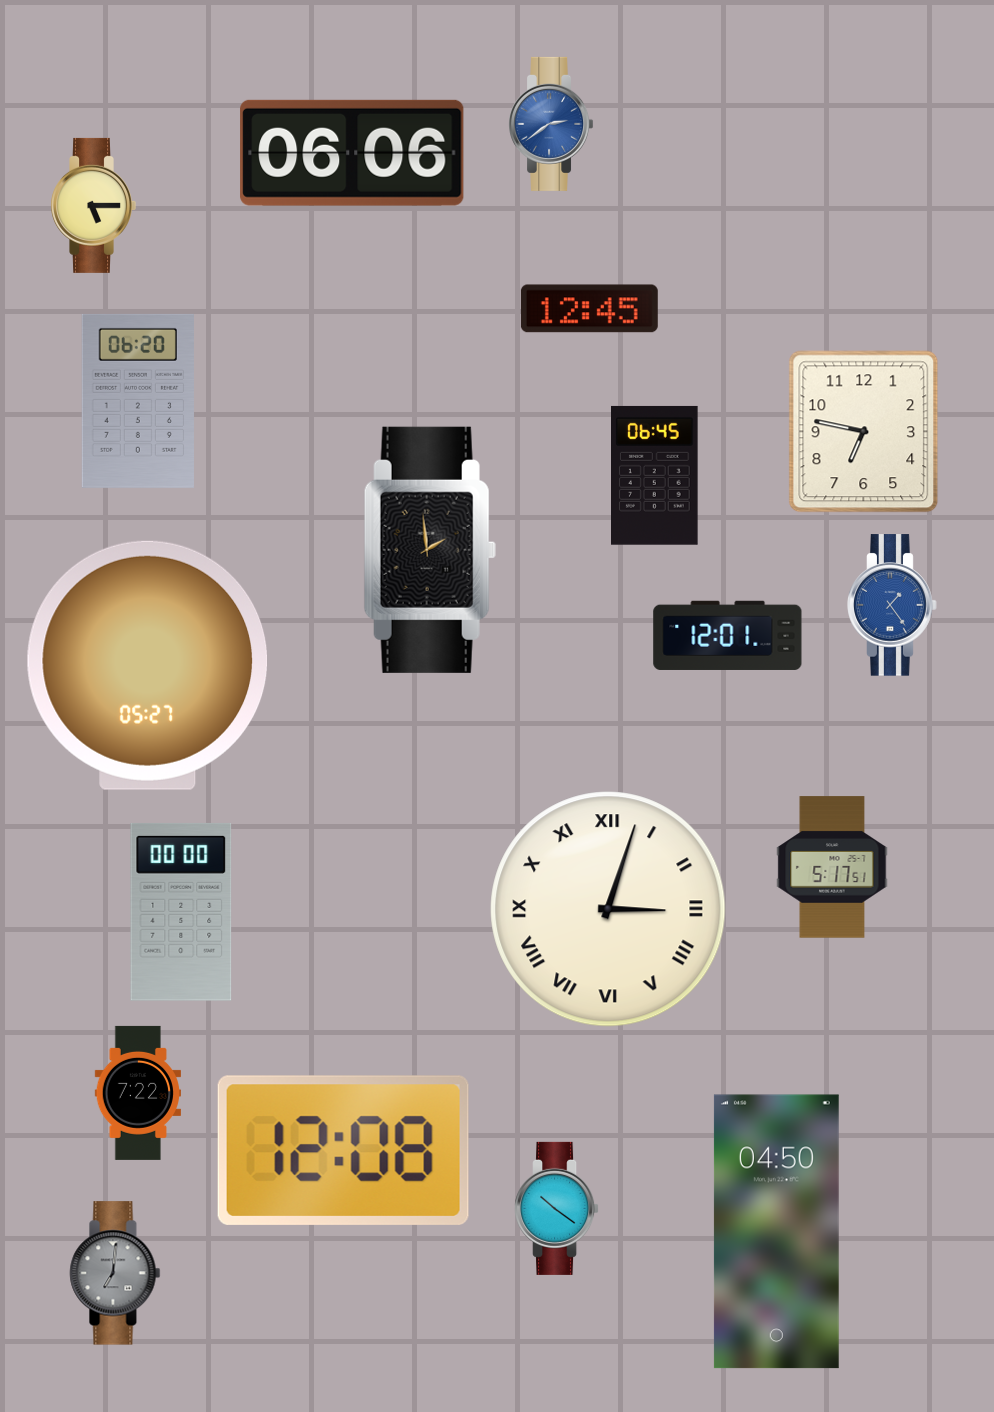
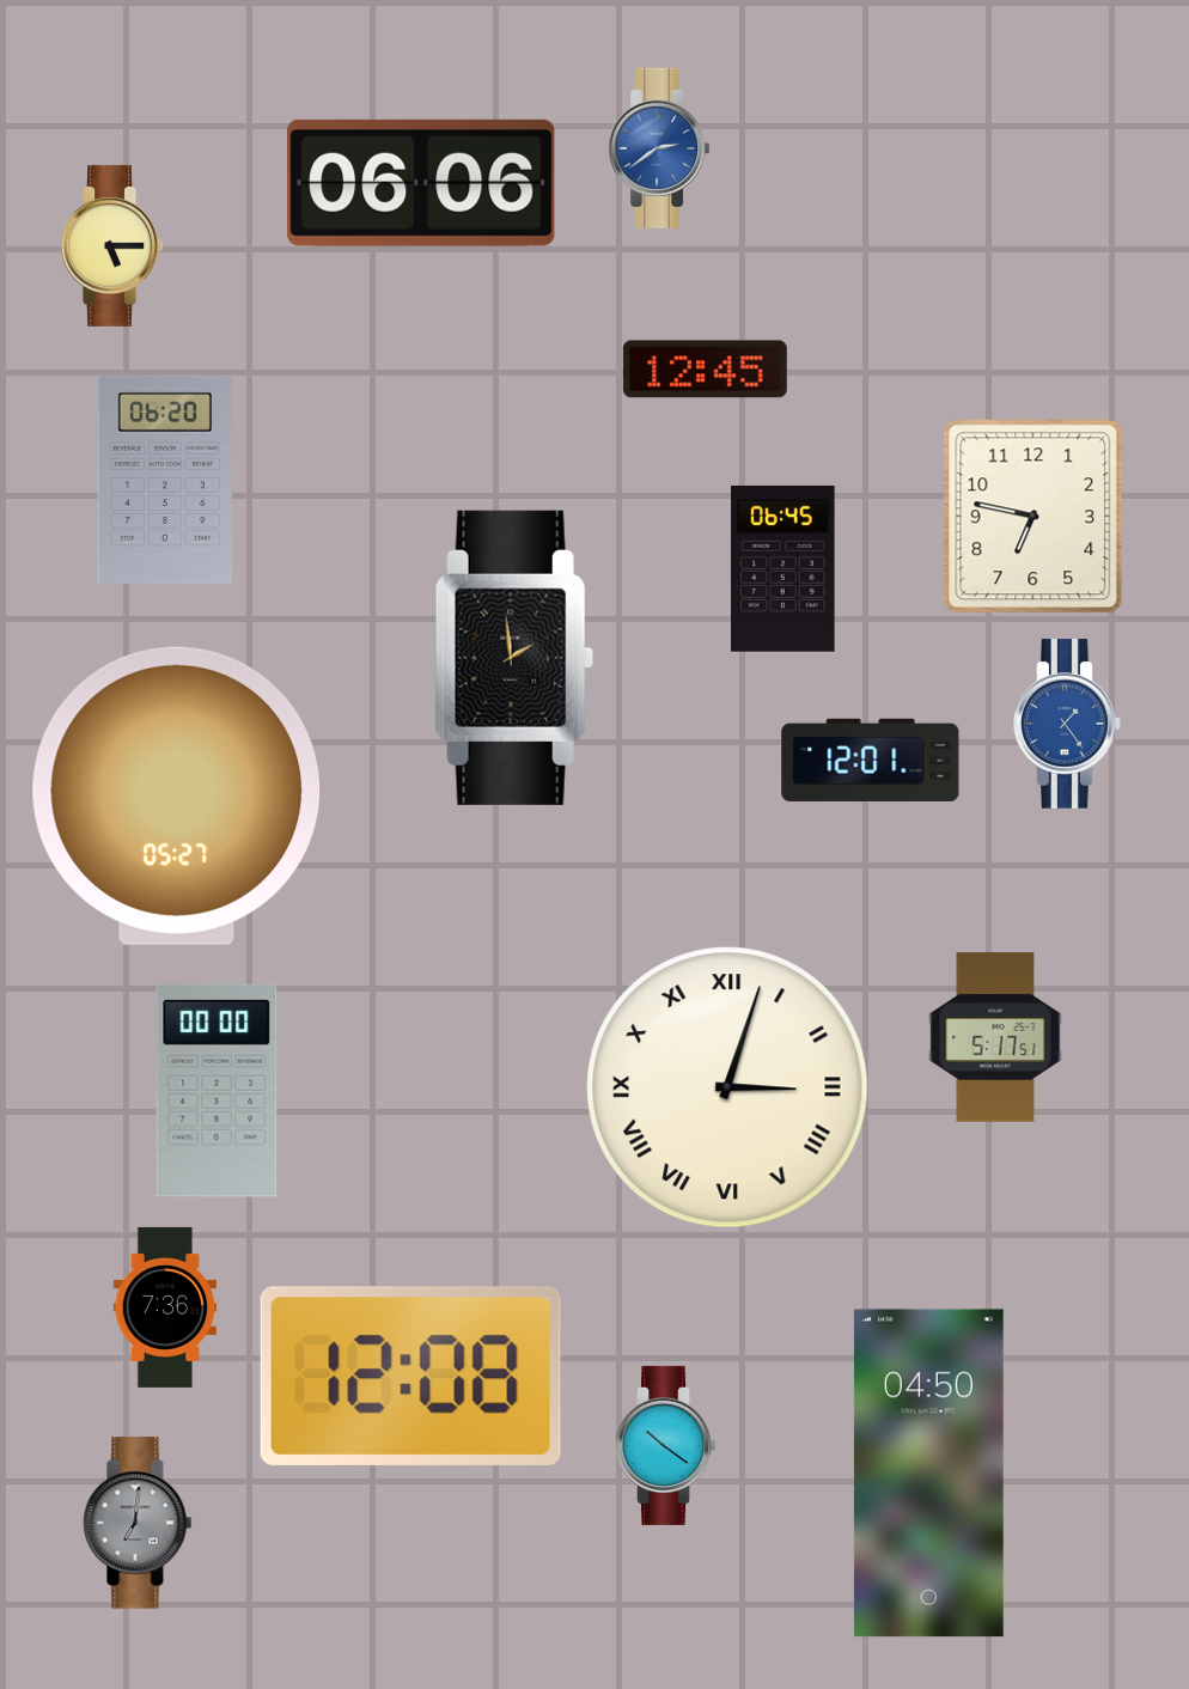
clock at (137, 1093): 7:22 -> 7:36
